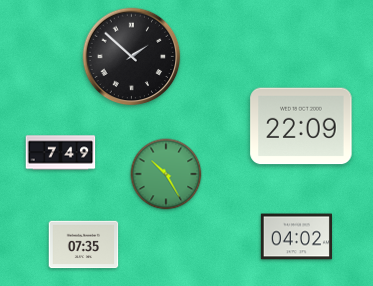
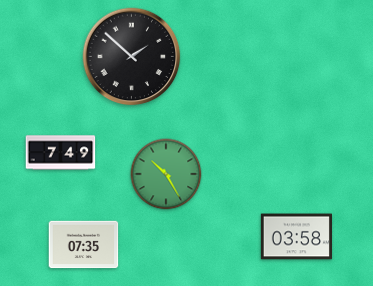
clock at (301, 126): 22:09 -> none
clock at (296, 237): 04:02 -> 03:58
